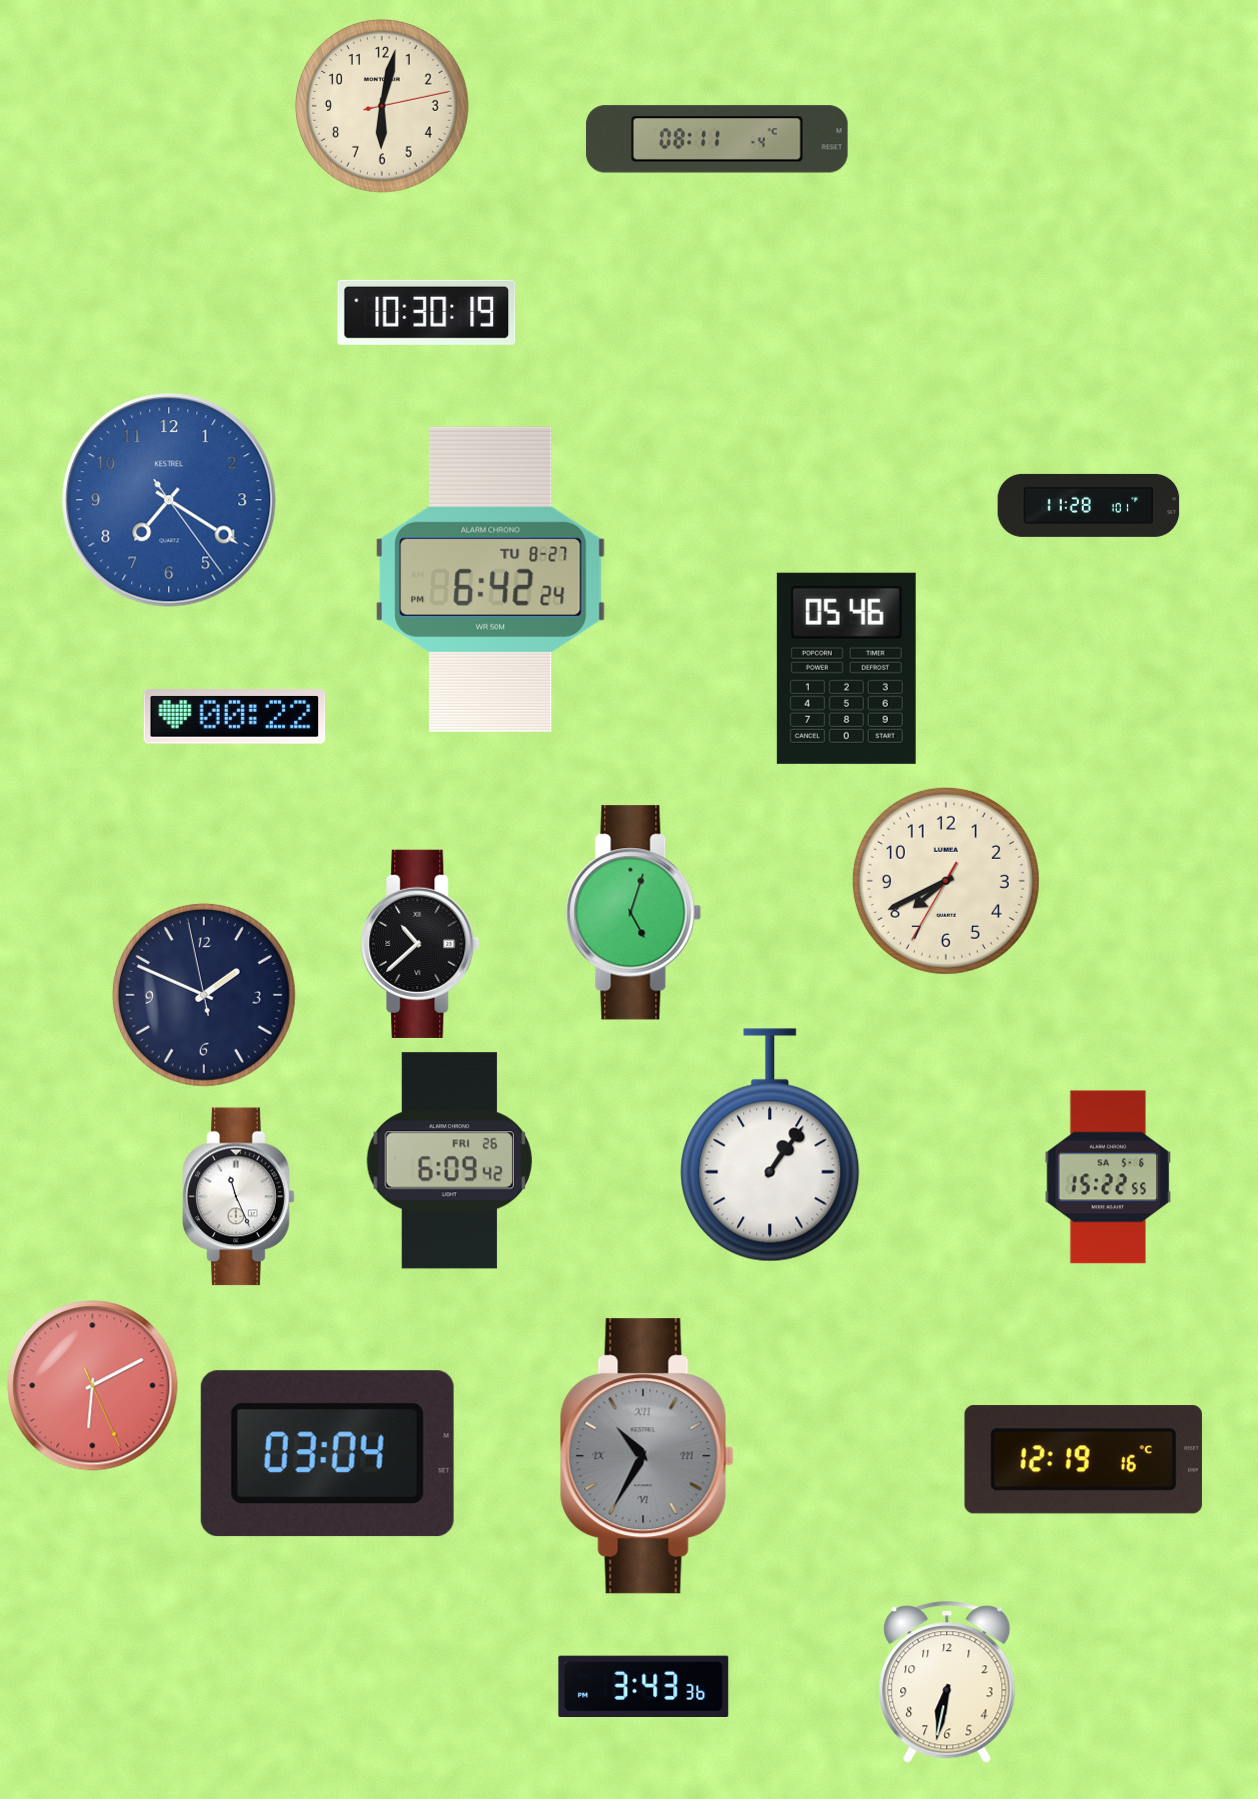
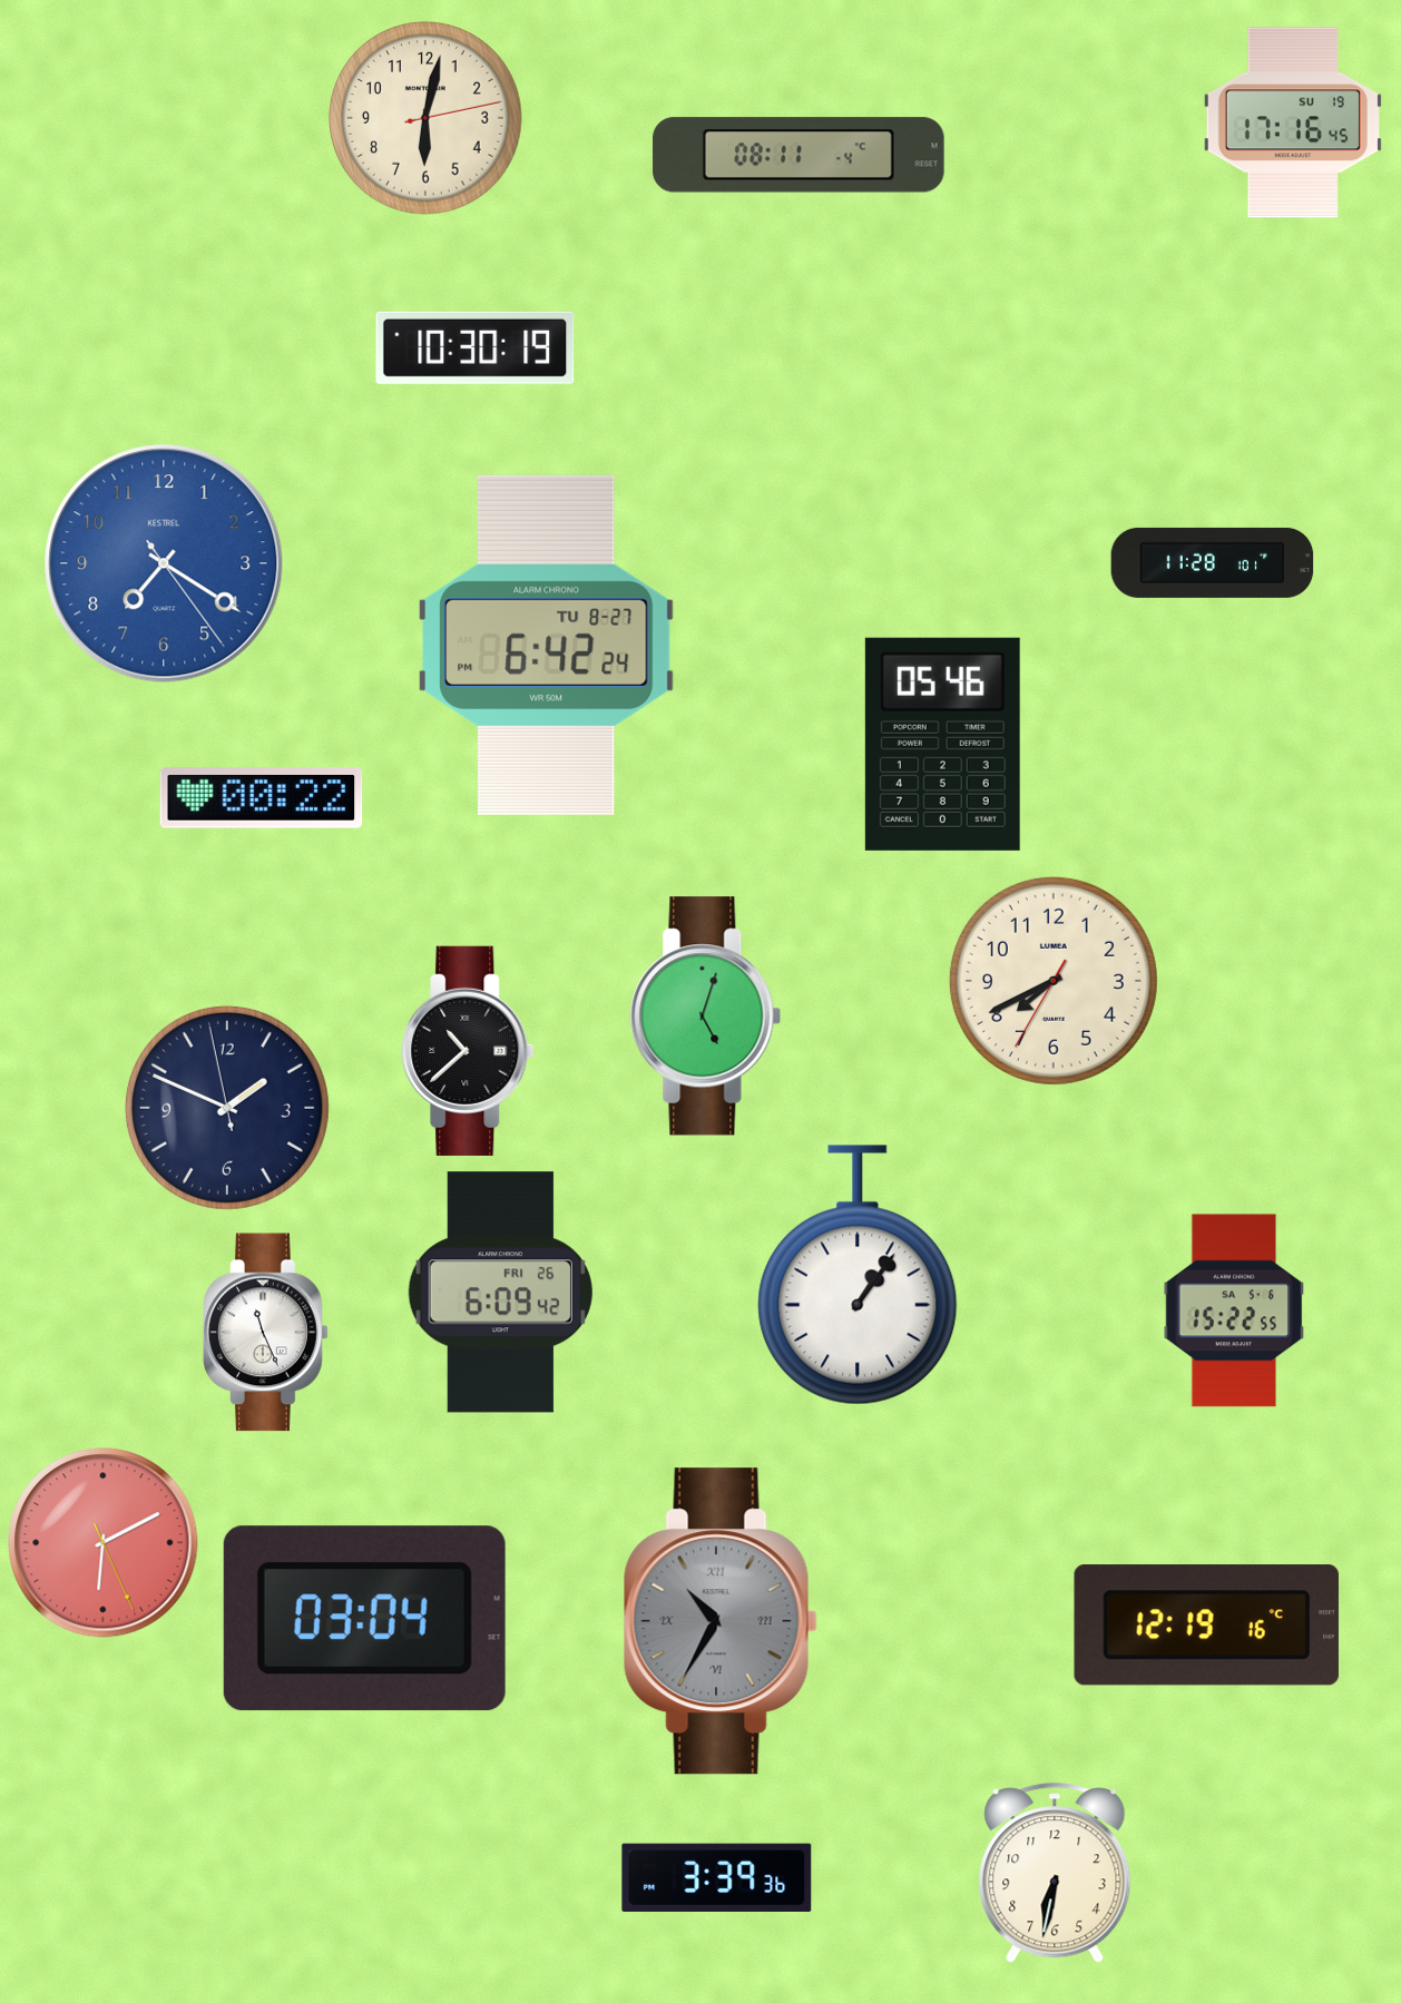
clock at (1293, 122): none -> 17:16
clock at (169, 500) position: (169, 500) -> (164, 563)
clock at (644, 1686): 3:43 -> 3:39
